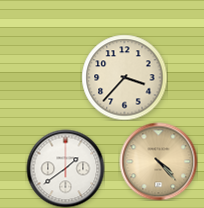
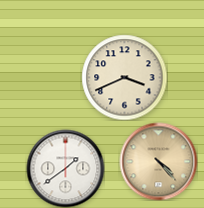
clock at (124, 77): 3:37 -> 3:41
